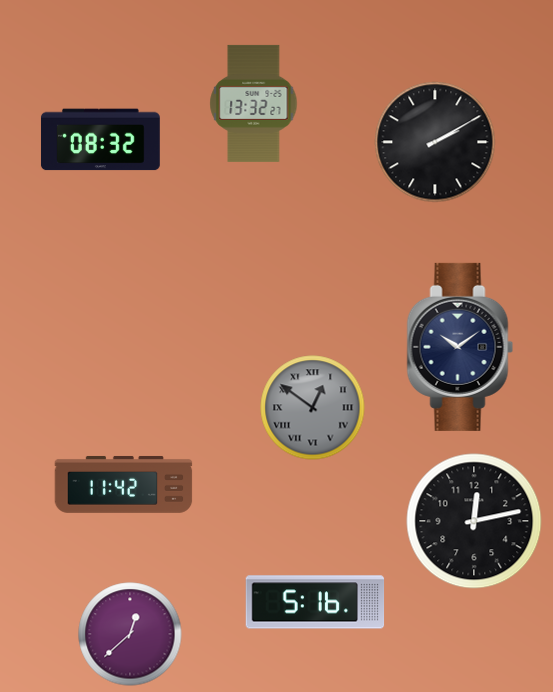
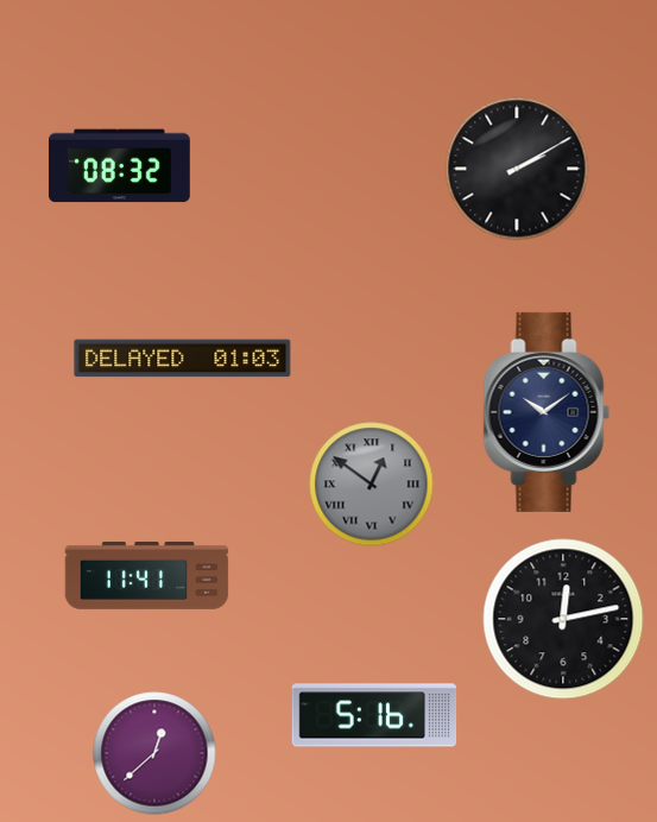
clock at (254, 103): 13:32 -> none
clock at (183, 359): none -> 01:03
clock at (124, 484): 11:42 -> 11:41
